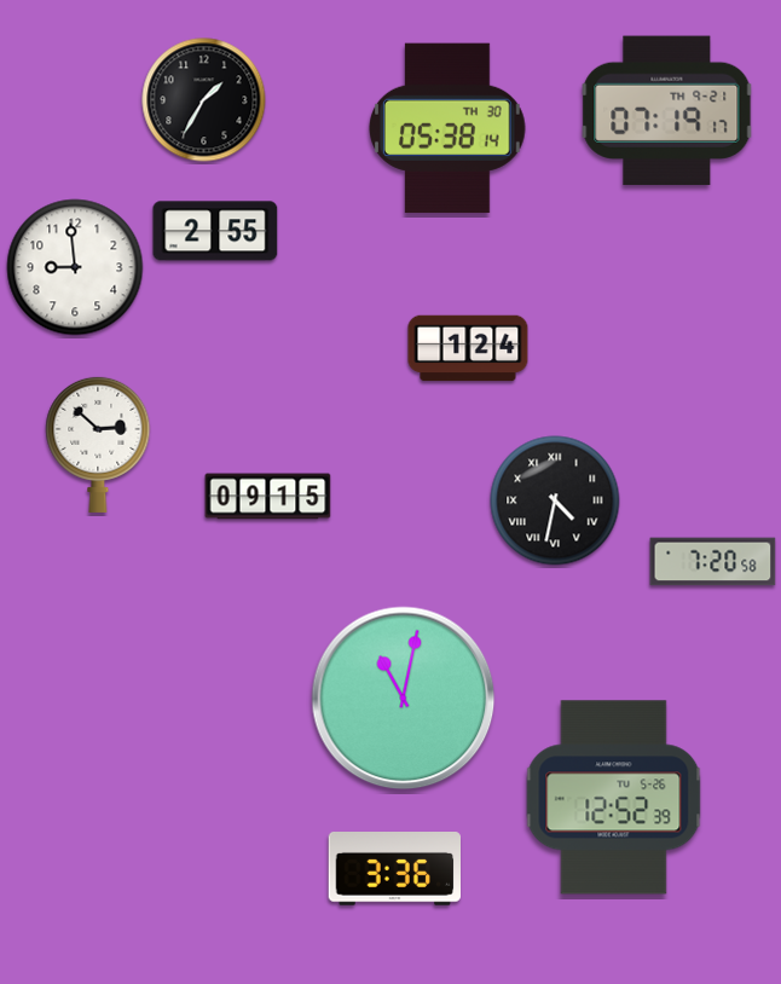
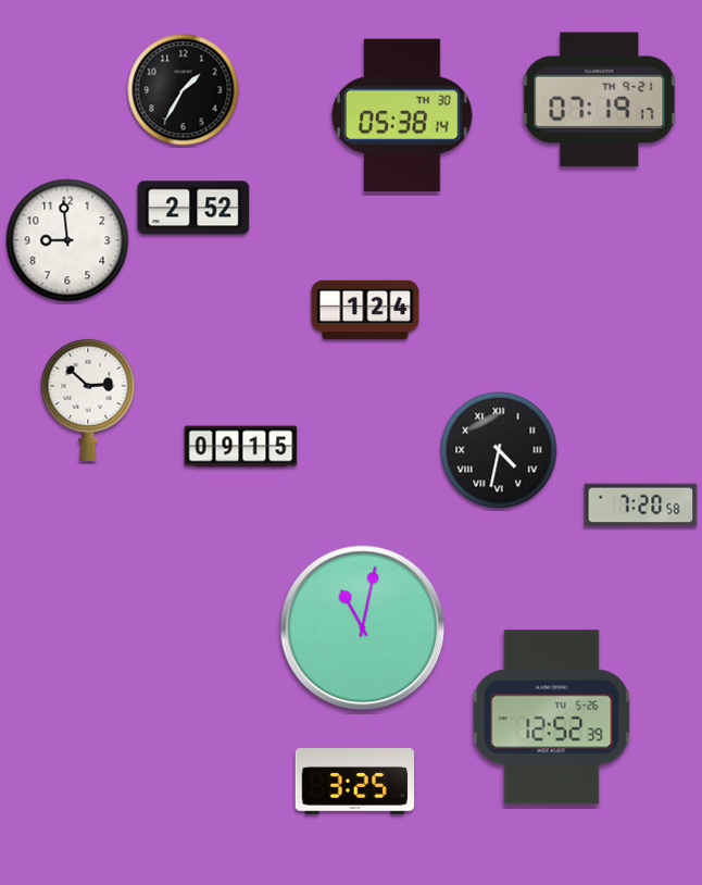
clock at (215, 231): 2:55 -> 2:52
clock at (468, 348) position: (468, 348) -> (365, 310)
clock at (394, 869): 3:36 -> 3:25
